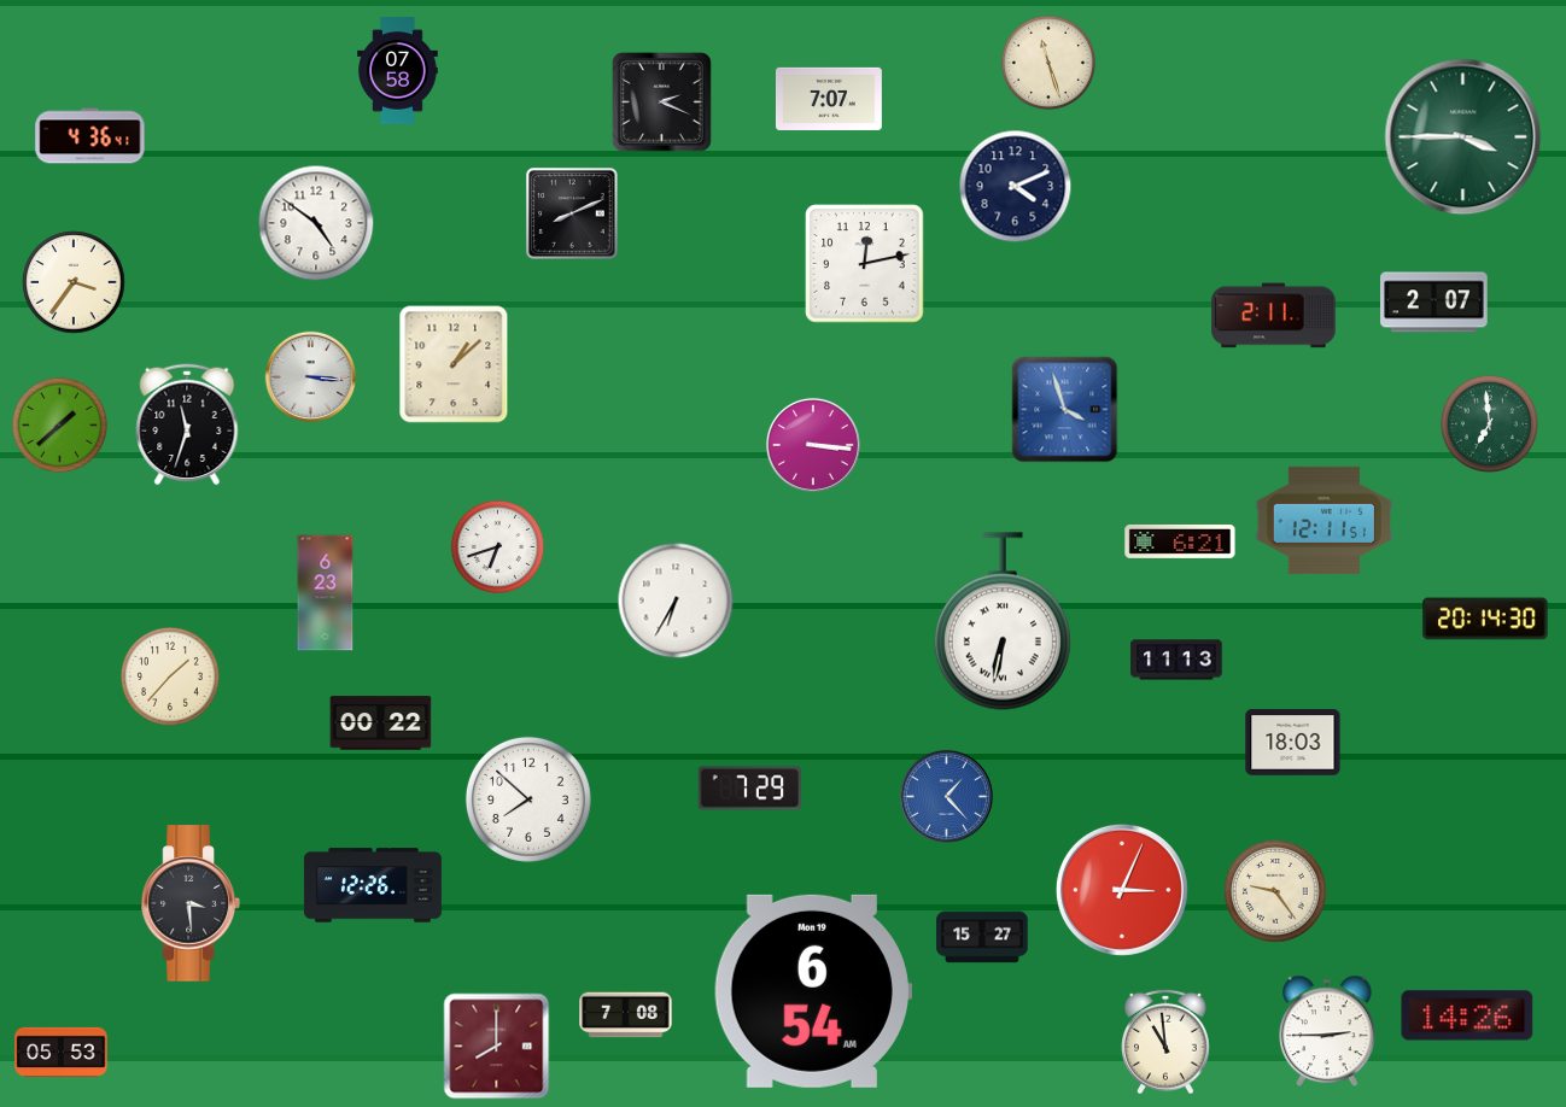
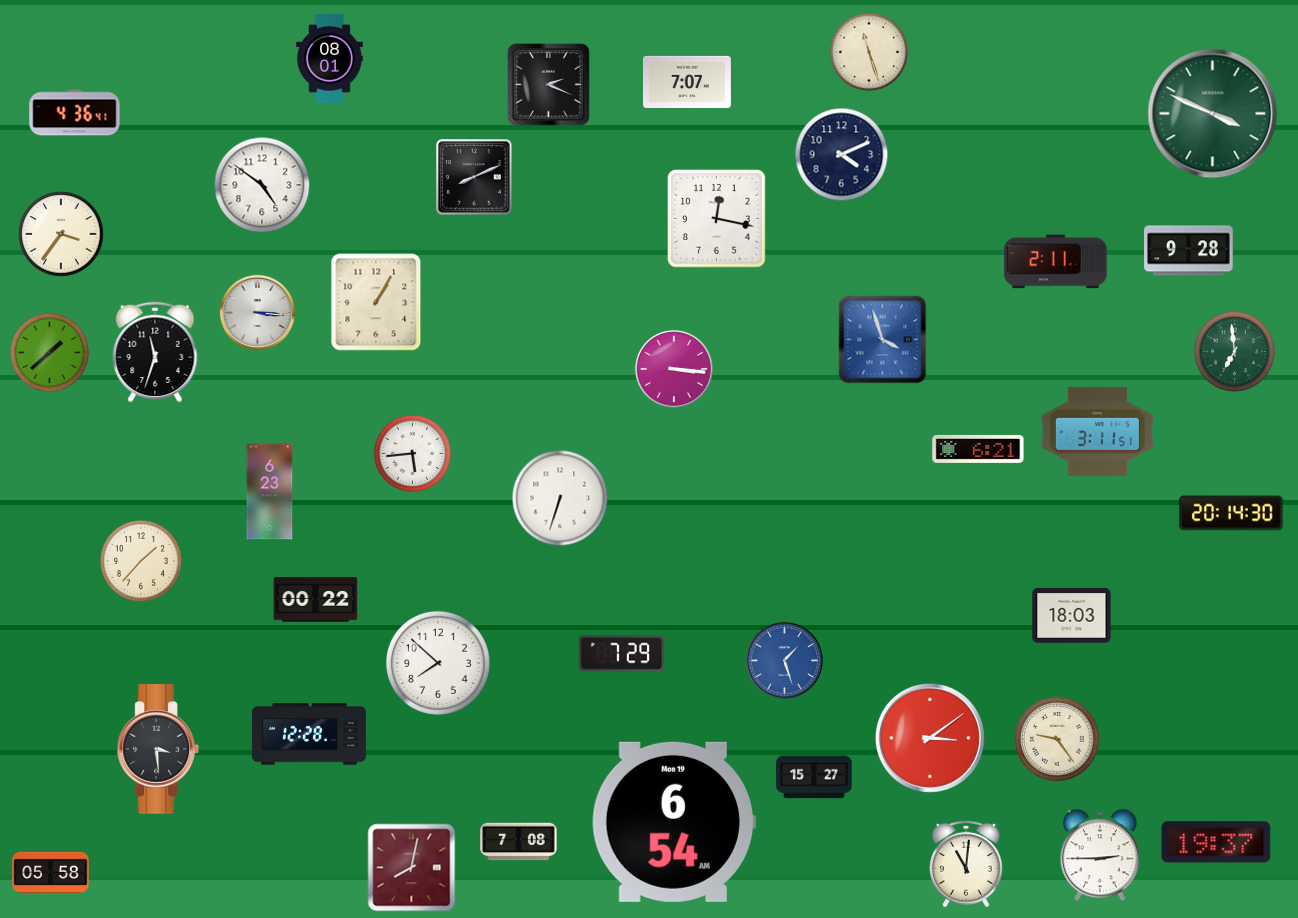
clock at (398, 71): 07:58 -> 08:01
clock at (1463, 137): 3:45 -> 3:49
clock at (865, 264): 12:13 -> 12:17
clock at (1434, 303): 2:07 -> 9:28
clock at (454, 364): 1:08 -> 1:05
clock at (1323, 520): 12:11 -> 3:11
clock at (498, 547): 6:42 -> 5:44
clock at (676, 601): 6:35 -> 6:33
clock at (1003, 621): 6:32 -> none
clock at (1176, 660): 11:13 -> none
clock at (946, 796): 1:23 -> 1:27
clock at (373, 885): 12:26 -> 12:28
clock at (1122, 890): 3:04 -> 3:09
clock at (1467, 1015): 14:26 -> 19:37
clock at (1167, 1042): 10:59 -> 11:01
clock at (497, 1047): 8:00 -> 8:02
clock at (62, 1052): 05:53 -> 05:58
